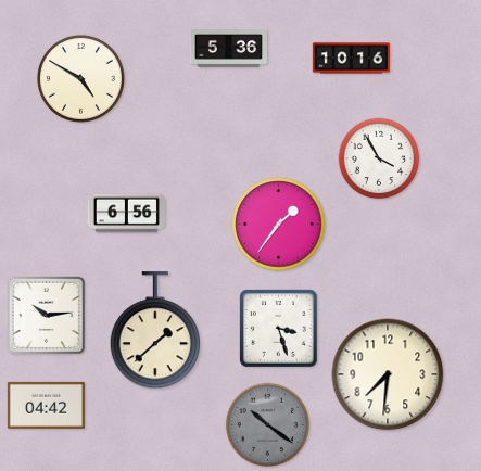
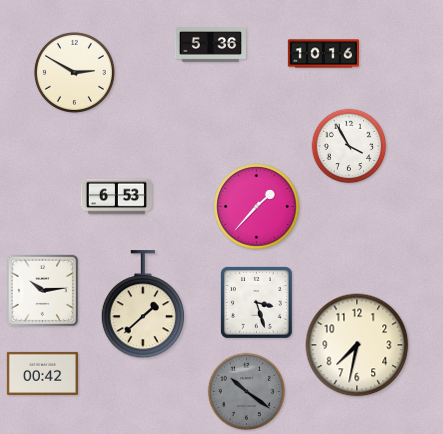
clock at (80, 78): 4:50 -> 2:50
clock at (126, 214): 6:56 -> 6:53
clock at (279, 225): 1:36 -> 1:37
clock at (388, 374): 7:31 -> 7:32
clock at (46, 405): 04:42 -> 00:42
